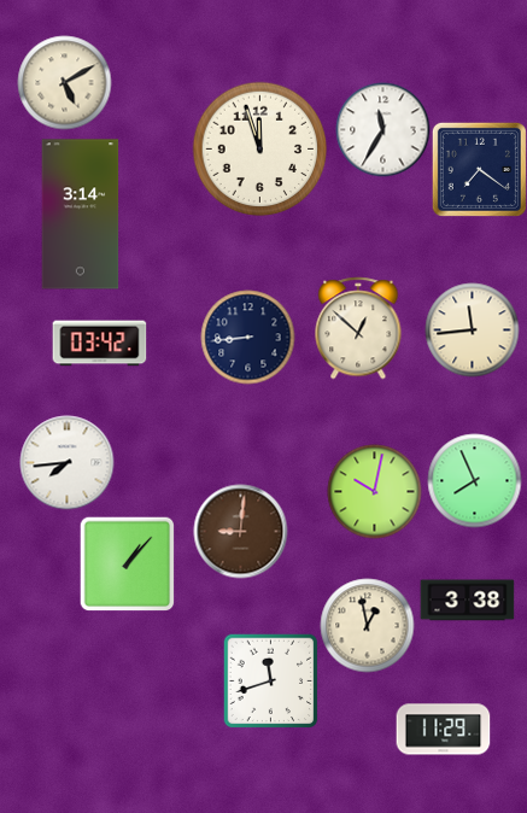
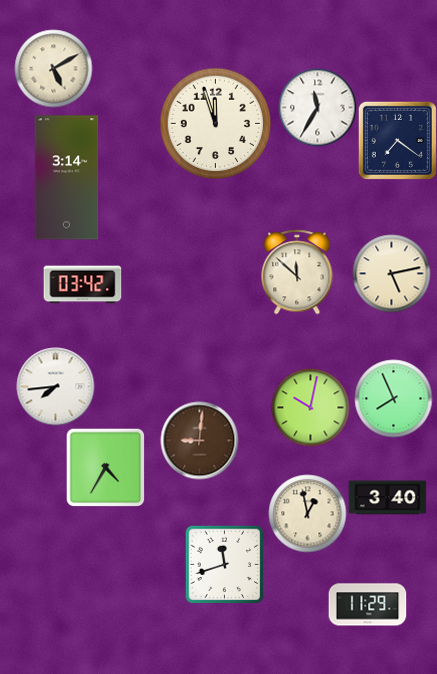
clock at (358, 328): 12:52 -> 11:52
clock at (472, 329): 11:44 -> 5:13
clock at (247, 337): 8:44 -> none
clock at (66, 462) position: (66, 462) -> (55, 386)
clock at (127, 563): 1:07 -> 4:35
clock at (467, 601): 3:38 -> 3:40
clock at (367, 625) position: (367, 625) -> (307, 513)
